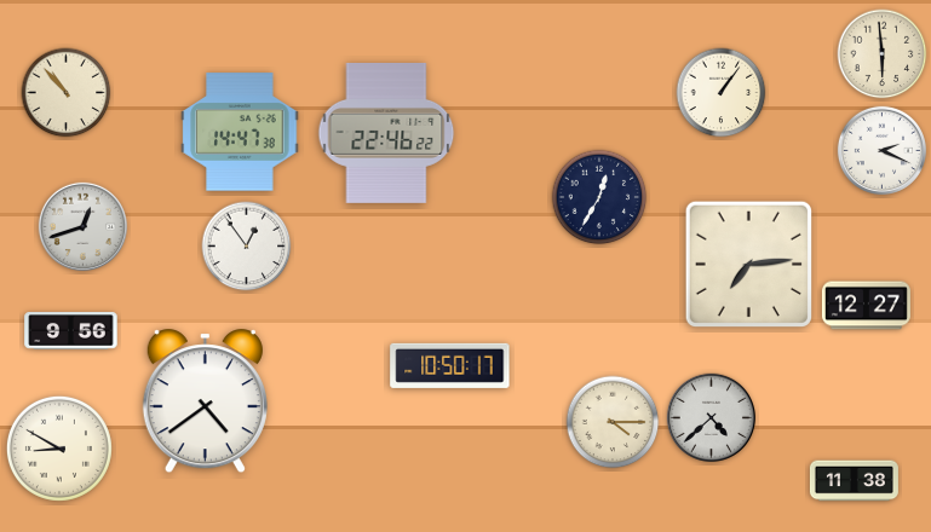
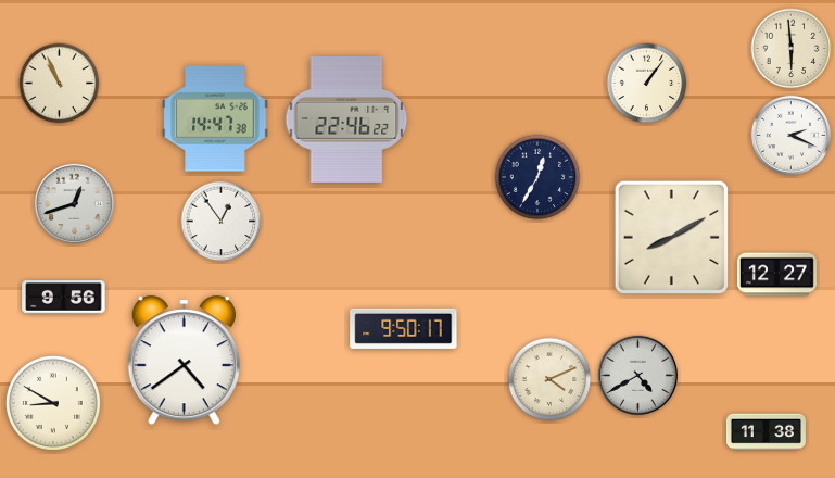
clock at (67, 93): 10:53 -> 10:56
clock at (748, 264): 7:14 -> 8:10
clock at (450, 365): 10:50 -> 9:50
clock at (711, 417): 4:38 -> 4:40
clock at (613, 422): 4:15 -> 4:11
